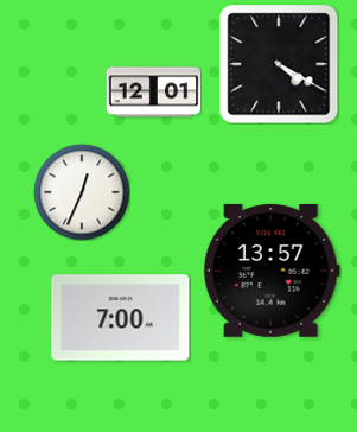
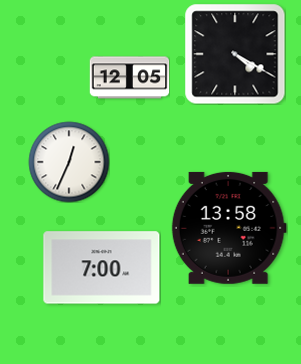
clock at (153, 93): 12:01 -> 12:05
clock at (272, 271): 13:57 -> 13:58
